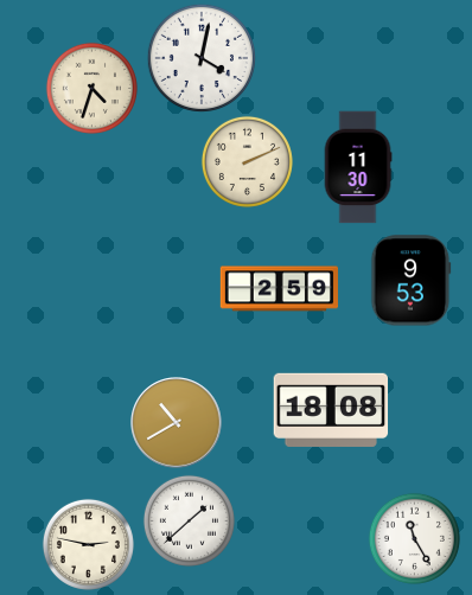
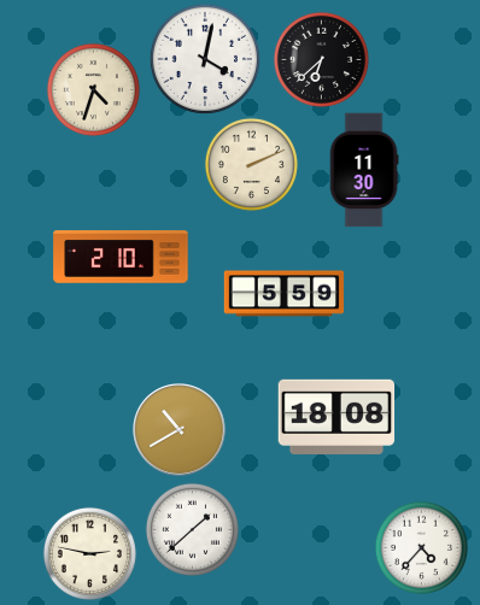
clock at (321, 59): none -> 6:38
clock at (121, 257): none -> 2:10
clock at (412, 281): 9:53 -> none
clock at (279, 289): 2:59 -> 5:59
clock at (414, 538): 11:25 -> 4:37
